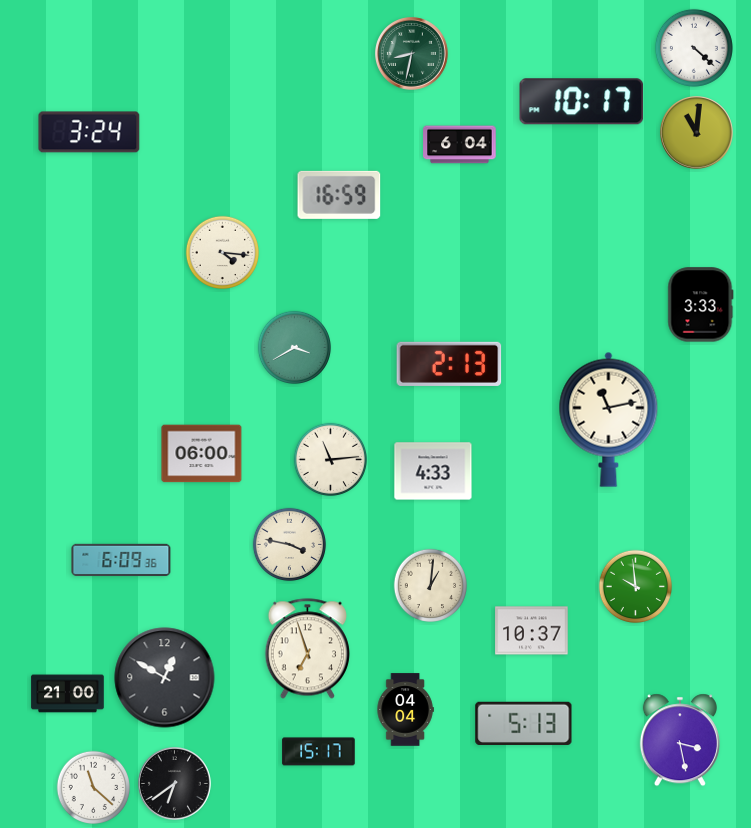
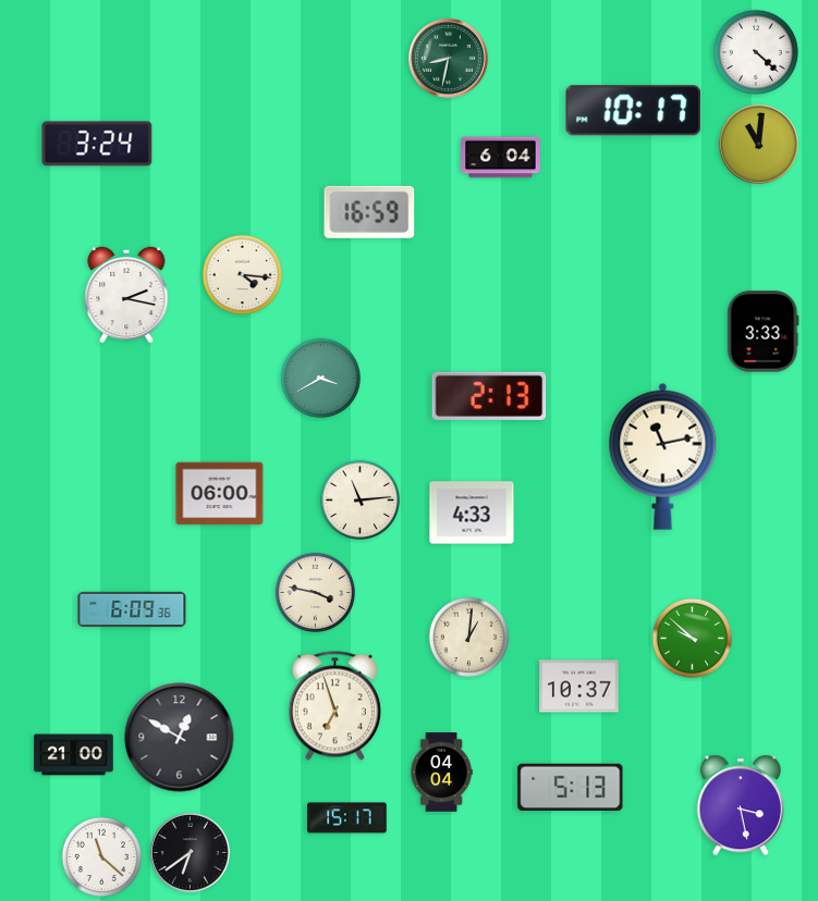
clock at (126, 295): none -> 2:17
clock at (636, 587): 9:59 -> 9:52
